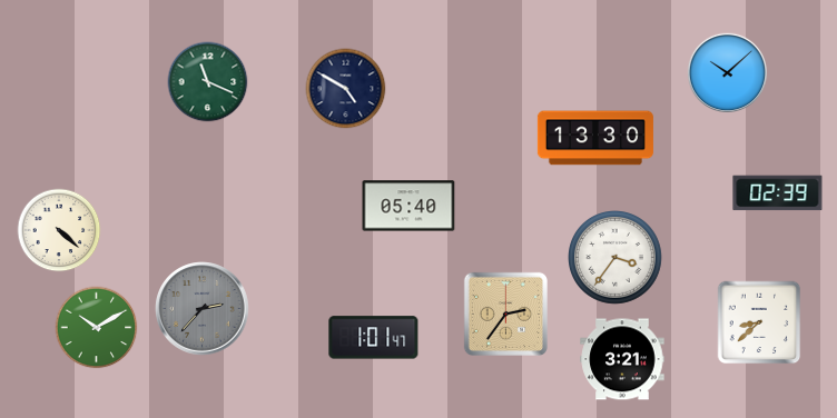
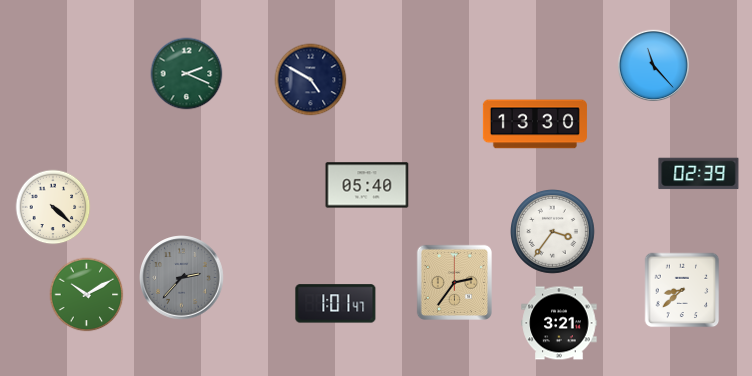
clock at (728, 73): 10:08 -> 11:23
clock at (208, 82): 11:19 -> 2:19
